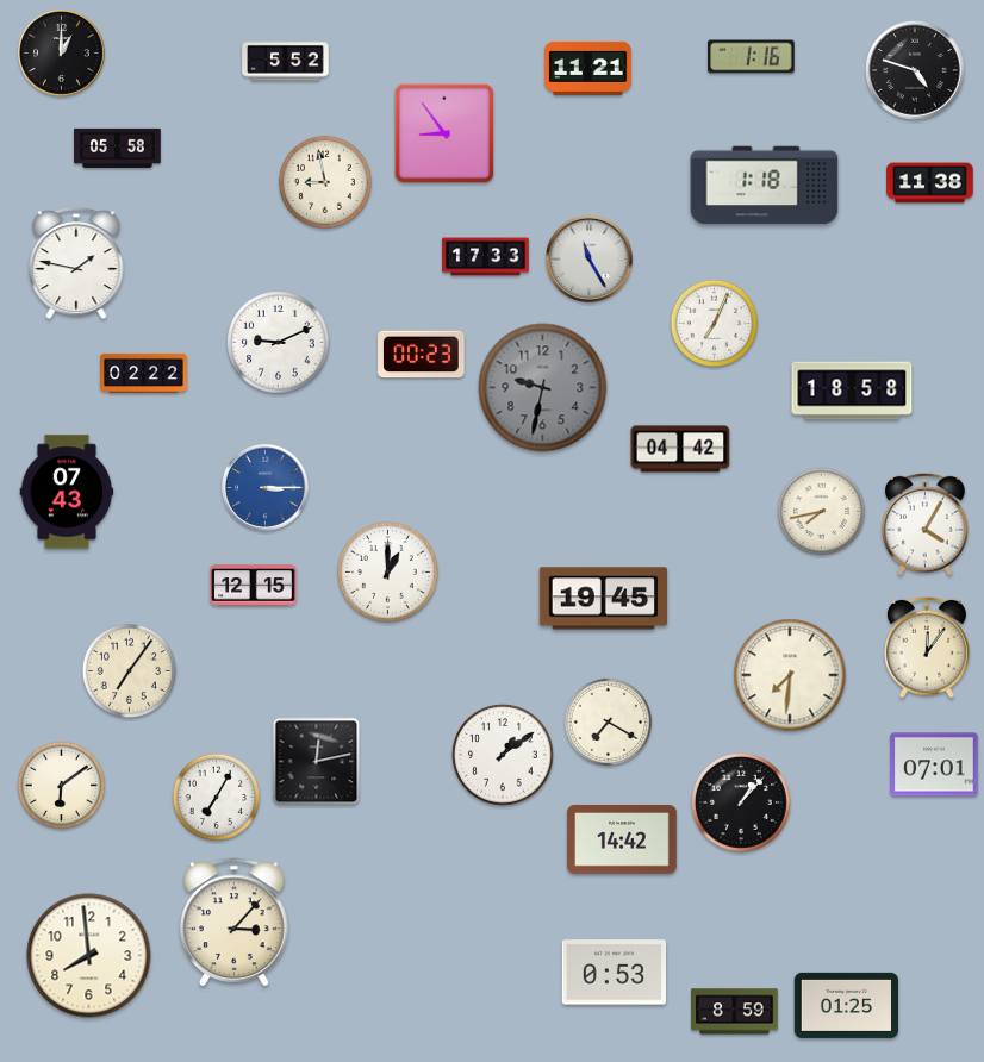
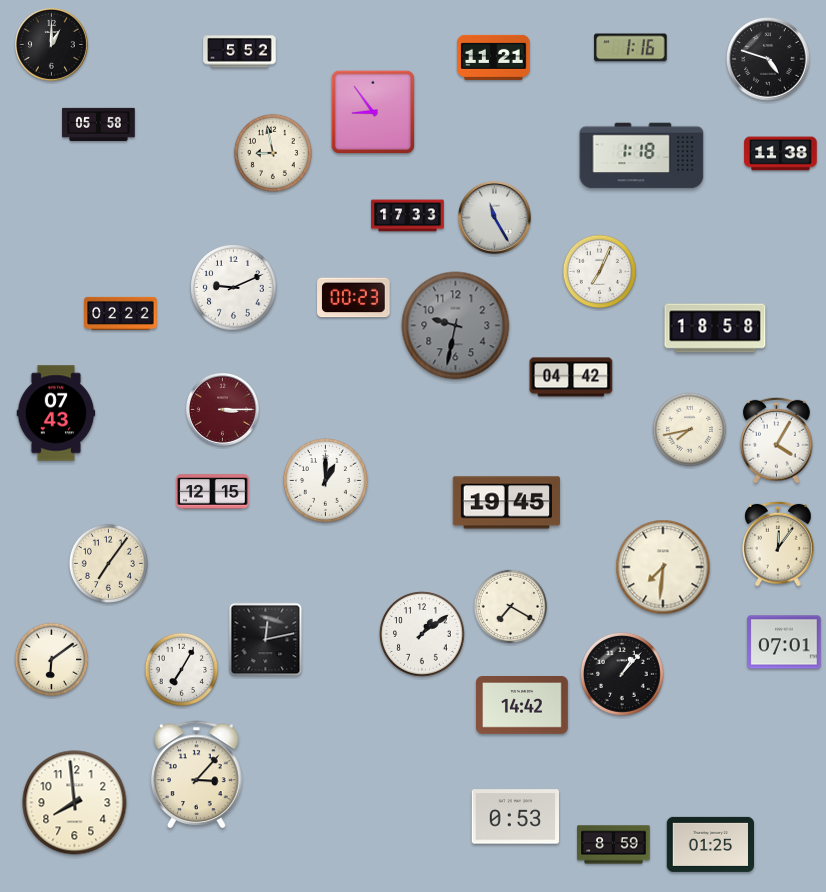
clock at (76, 263): 1:47 -> none
clock at (266, 488) dial: blue -> burgundy
clock at (735, 1012) position: (735, 1012) -> (614, 845)
